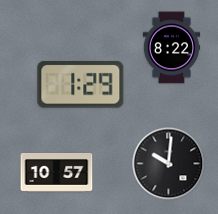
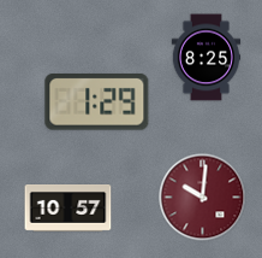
clock at (172, 48): 8:22 -> 8:25
clock at (169, 164) dial: black -> burgundy
